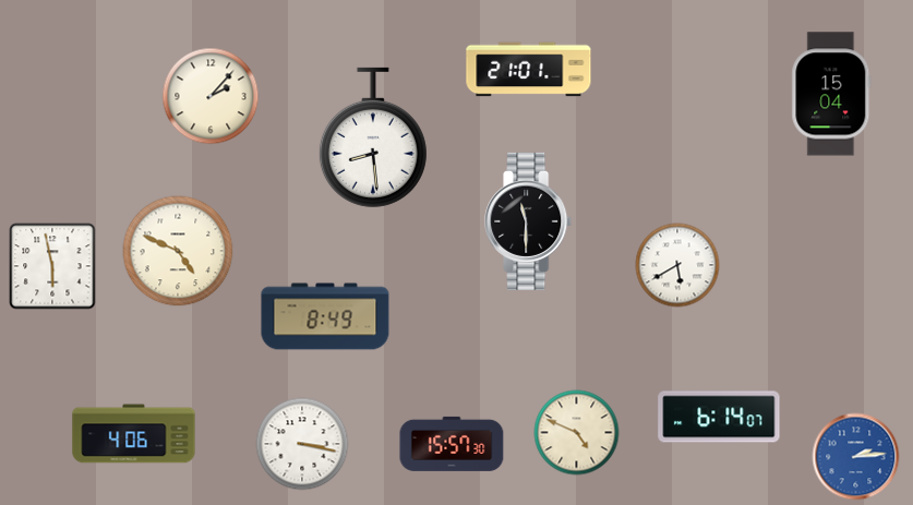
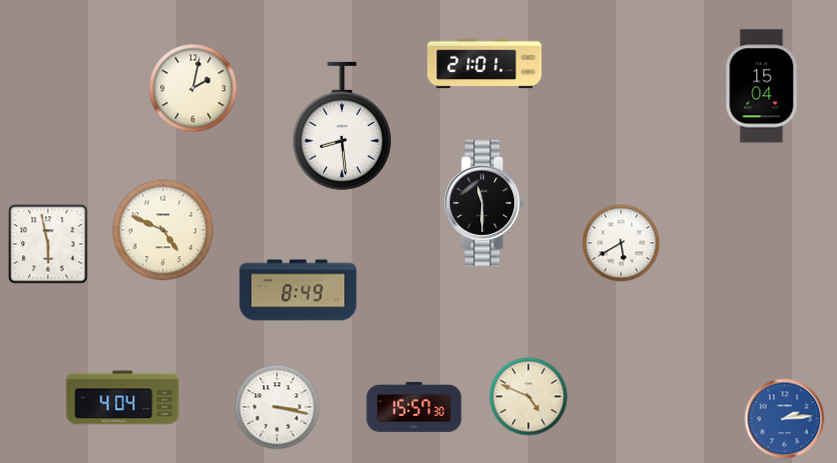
clock at (211, 96): 2:07 -> 2:02
clock at (719, 417): 6:14 -> none
clock at (134, 434): 4:06 -> 4:04
